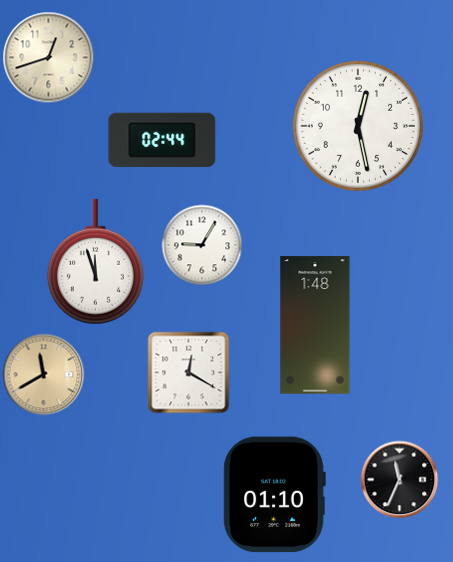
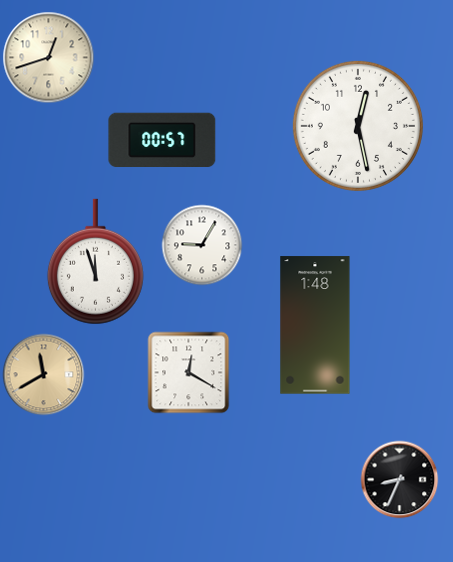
clock at (162, 139): 02:44 -> 00:57
clock at (399, 479): 11:34 -> 8:34
clock at (274, 495): 01:10 -> none
